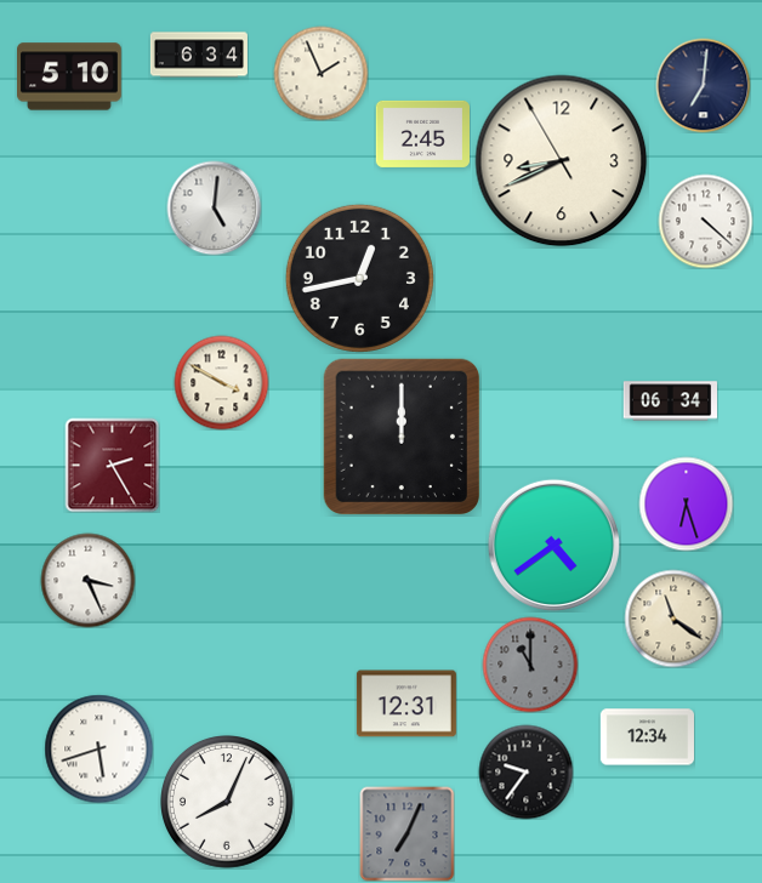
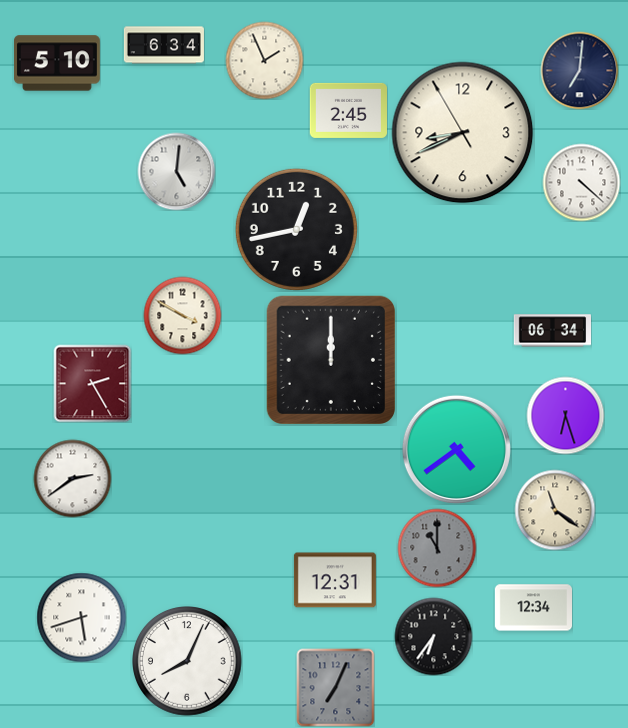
clock at (87, 580): 3:26 -> 2:39
clock at (525, 771): 9:36 -> 6:36
